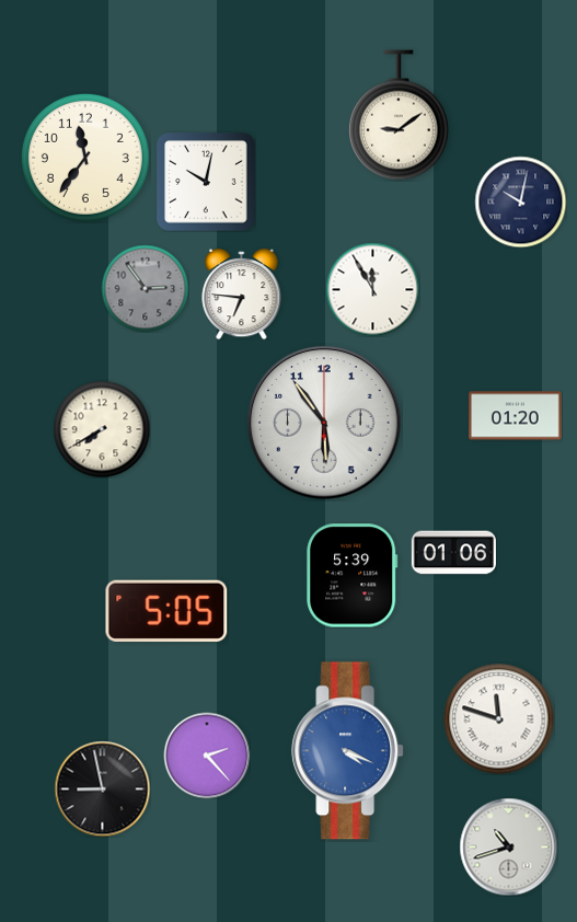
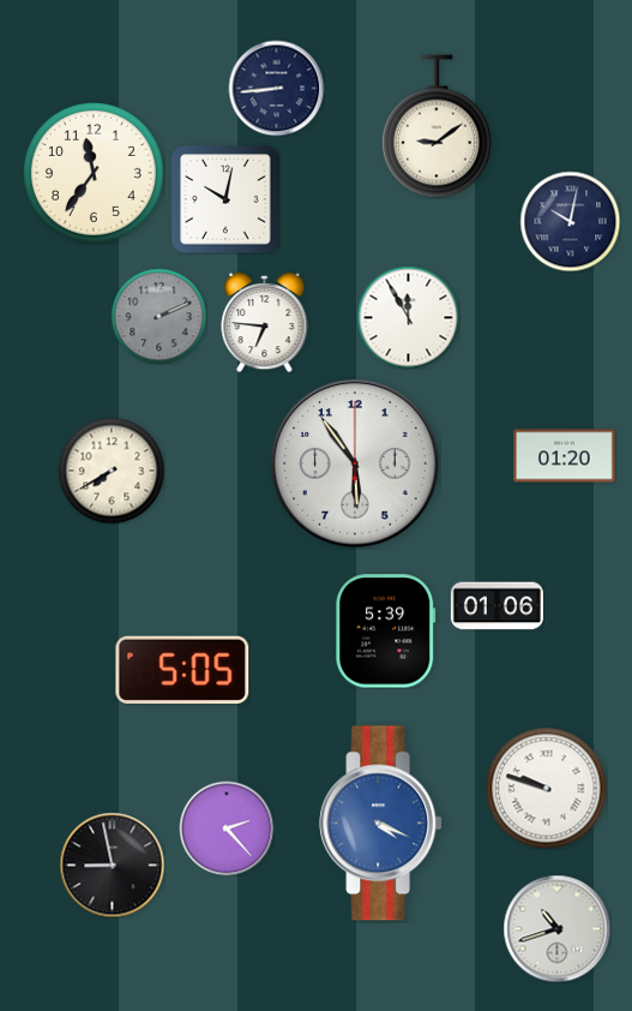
clock at (276, 88): none -> 8:44
clock at (145, 288): 2:54 -> 2:11
clock at (499, 719): 11:48 -> 9:48
